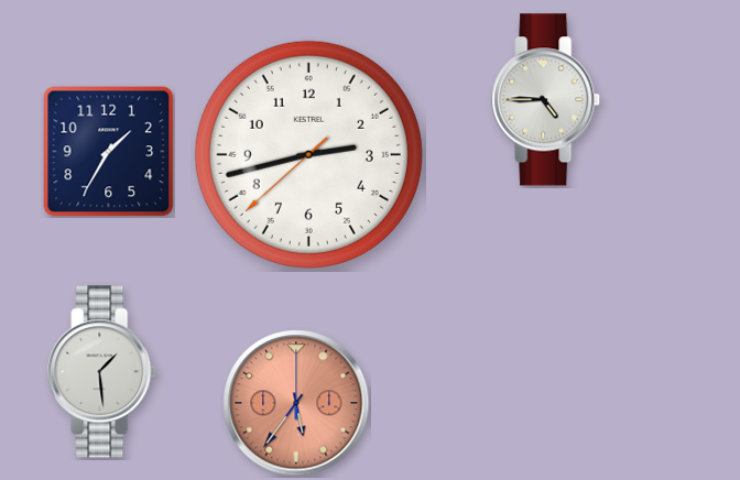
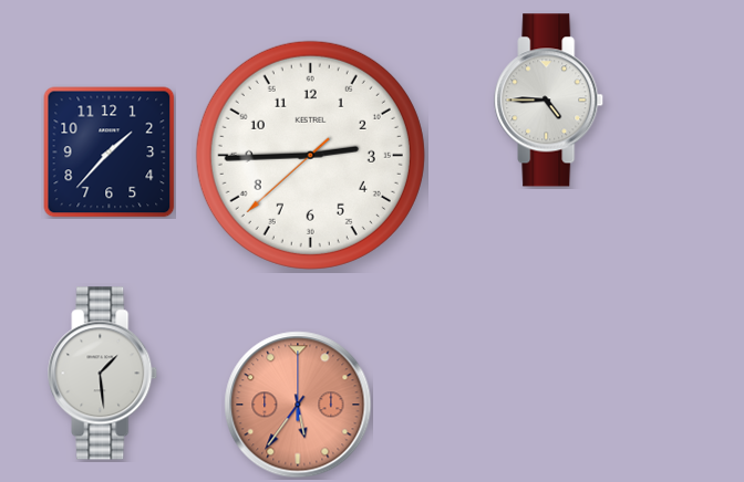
clock at (109, 152): 1:35 -> 1:37
clock at (308, 154): 2:42 -> 2:44
